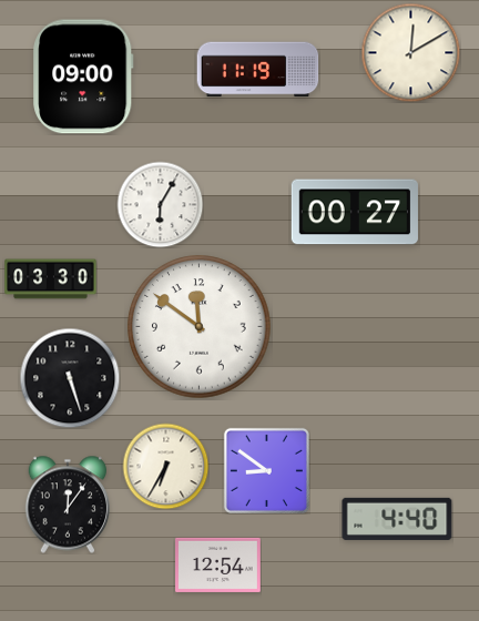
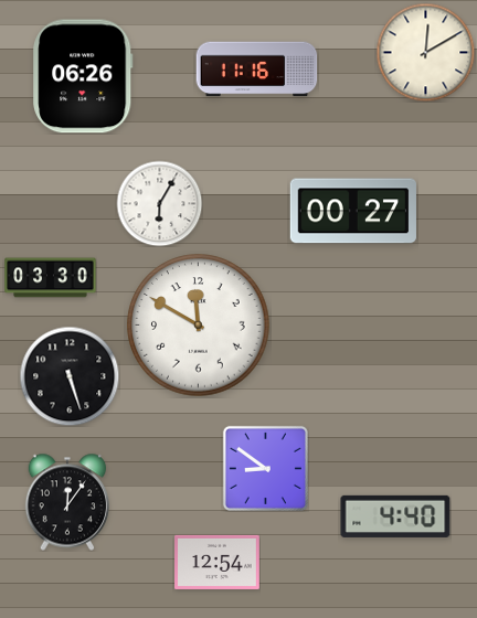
clock at (410, 52) position: (410, 52) -> (425, 52)
clock at (258, 70): 11:19 -> 11:16
clock at (83, 77): 09:00 -> 06:26
clock at (200, 327): 11:51 -> 11:50
clock at (165, 466): 6:35 -> none
